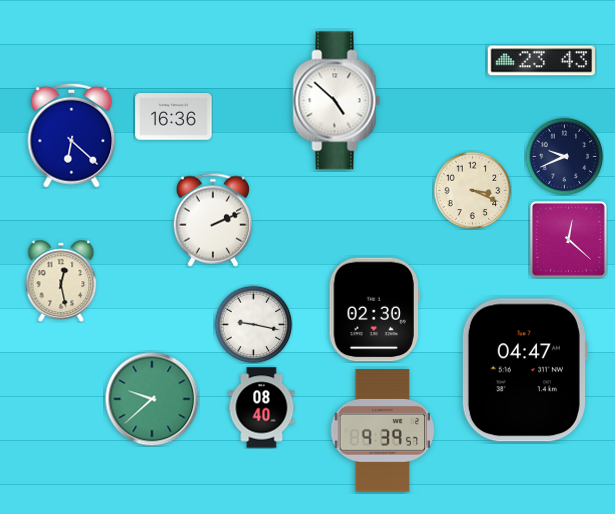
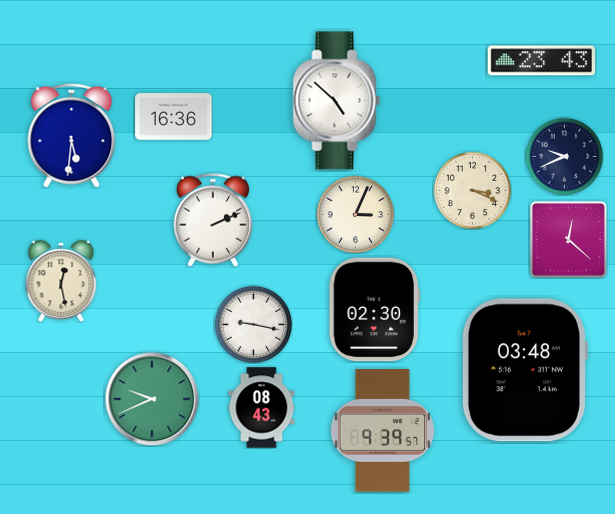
clock at (72, 135): 6:22 -> 5:31
clock at (355, 214): none -> 3:04
clock at (524, 370): 04:47 -> 03:48
clock at (152, 399): 9:38 -> 9:41
clock at (262, 408): 08:40 -> 08:43
